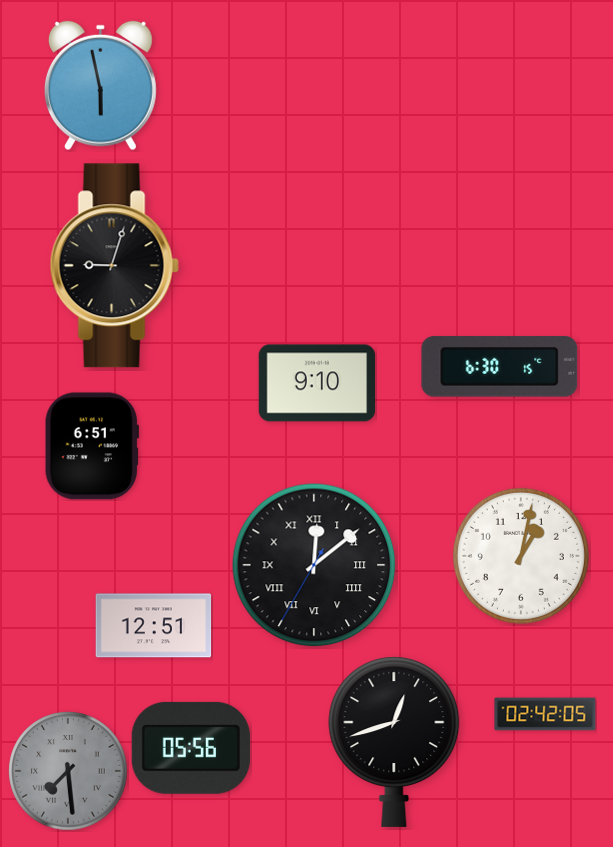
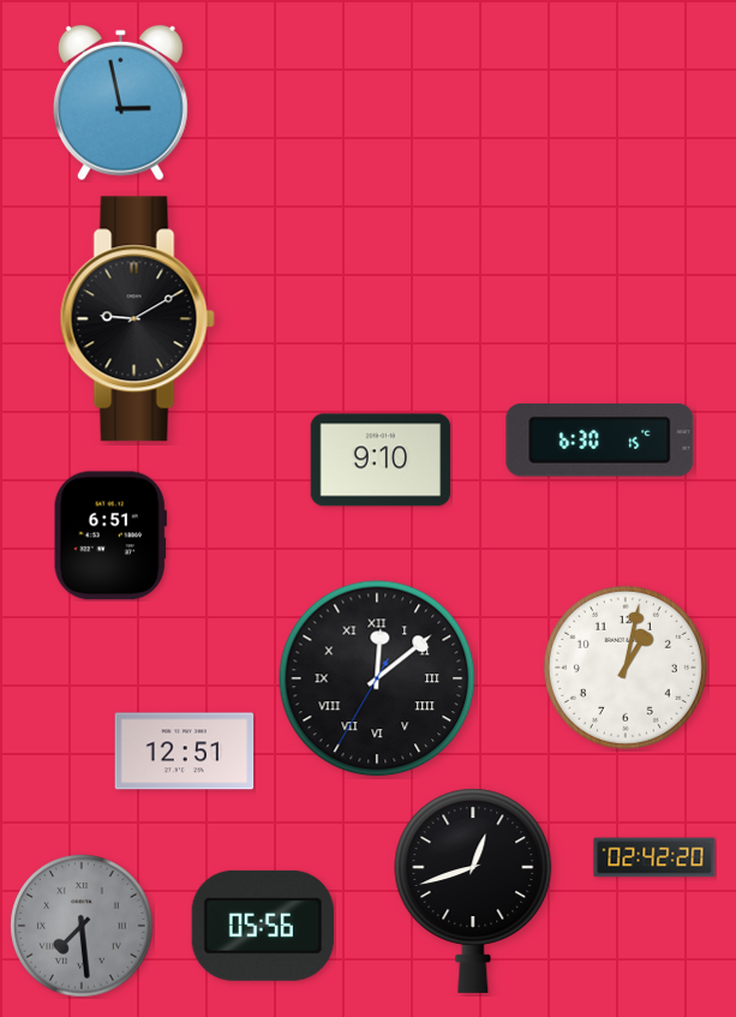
clock at (100, 86): 5:58 -> 2:58
clock at (114, 266): 9:03 -> 9:10
clock at (545, 714): 02:42:05 -> 02:42:20
clock at (191, 748) position: (191, 748) -> (263, 926)
